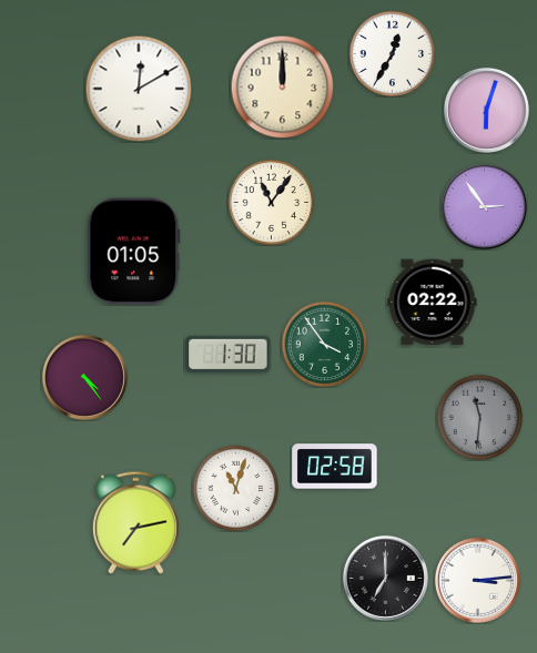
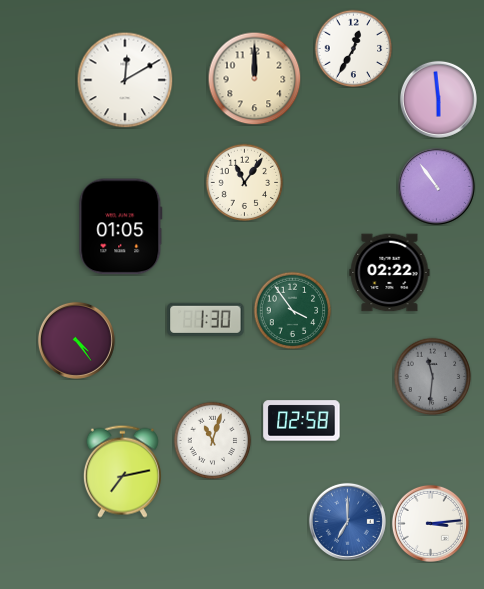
clock at (486, 110): 6:03 -> 5:59
clock at (484, 206): 2:54 -> 10:54
clock at (385, 578) dial: black -> blue
